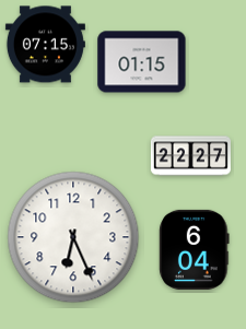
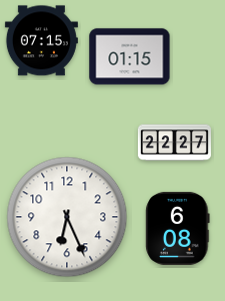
clock at (195, 249): 6:04 -> 6:08
